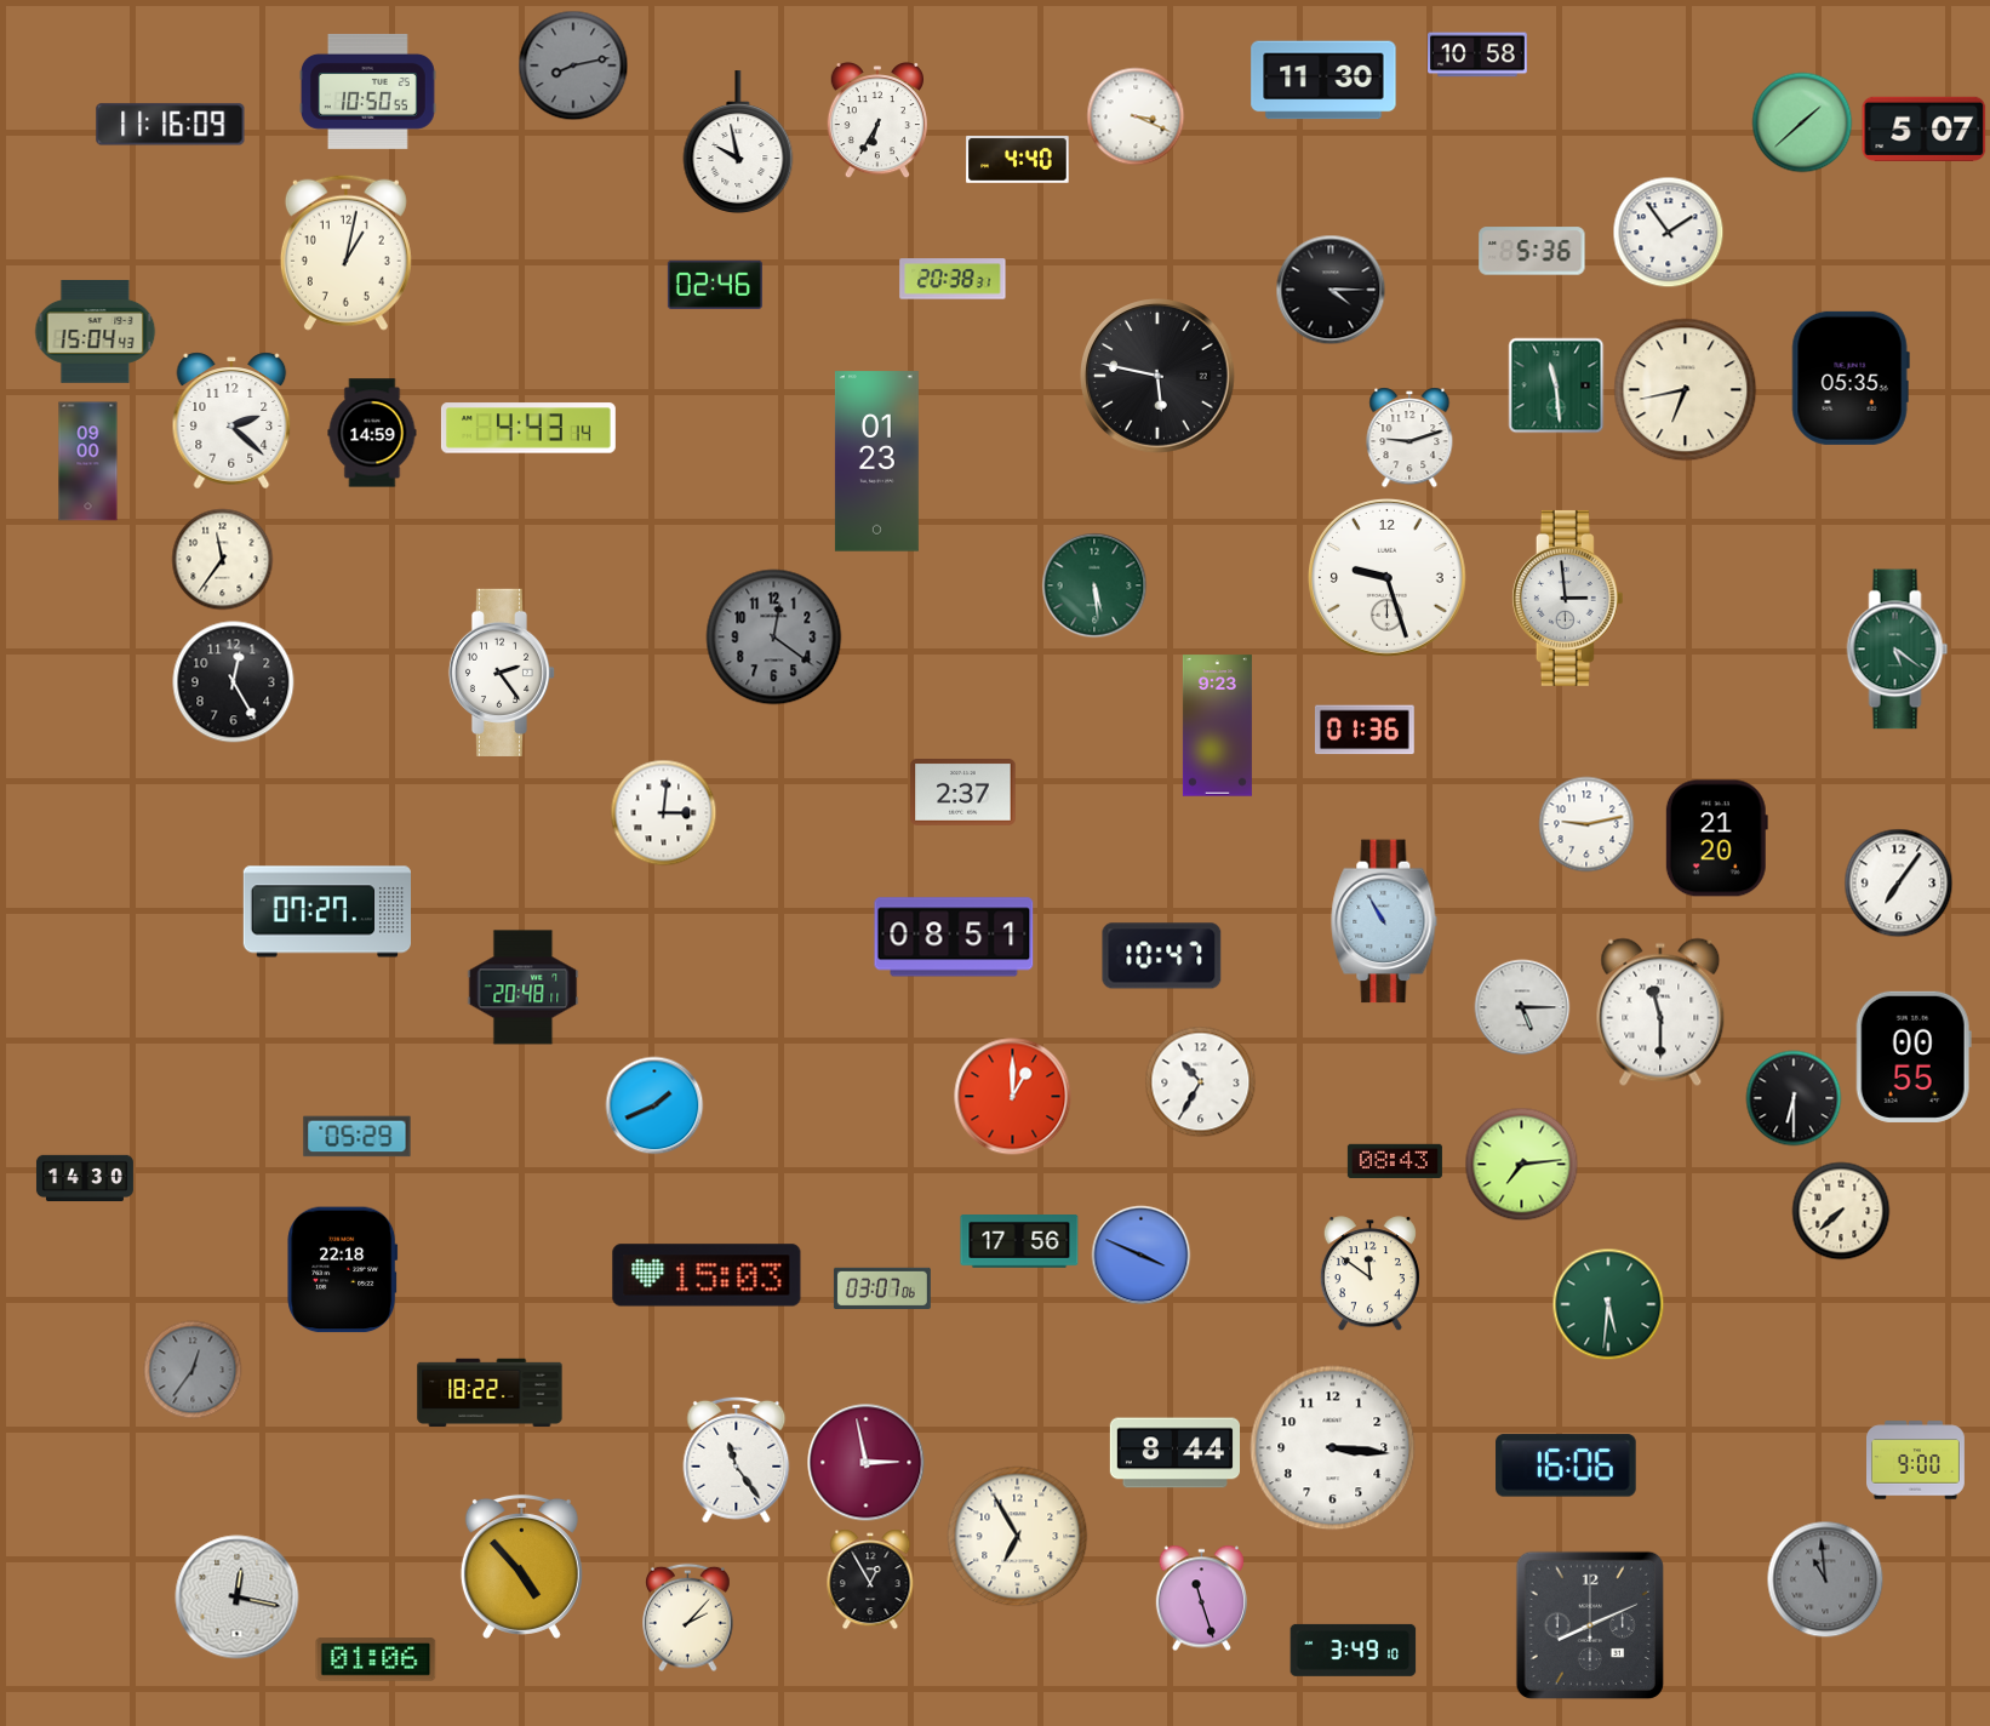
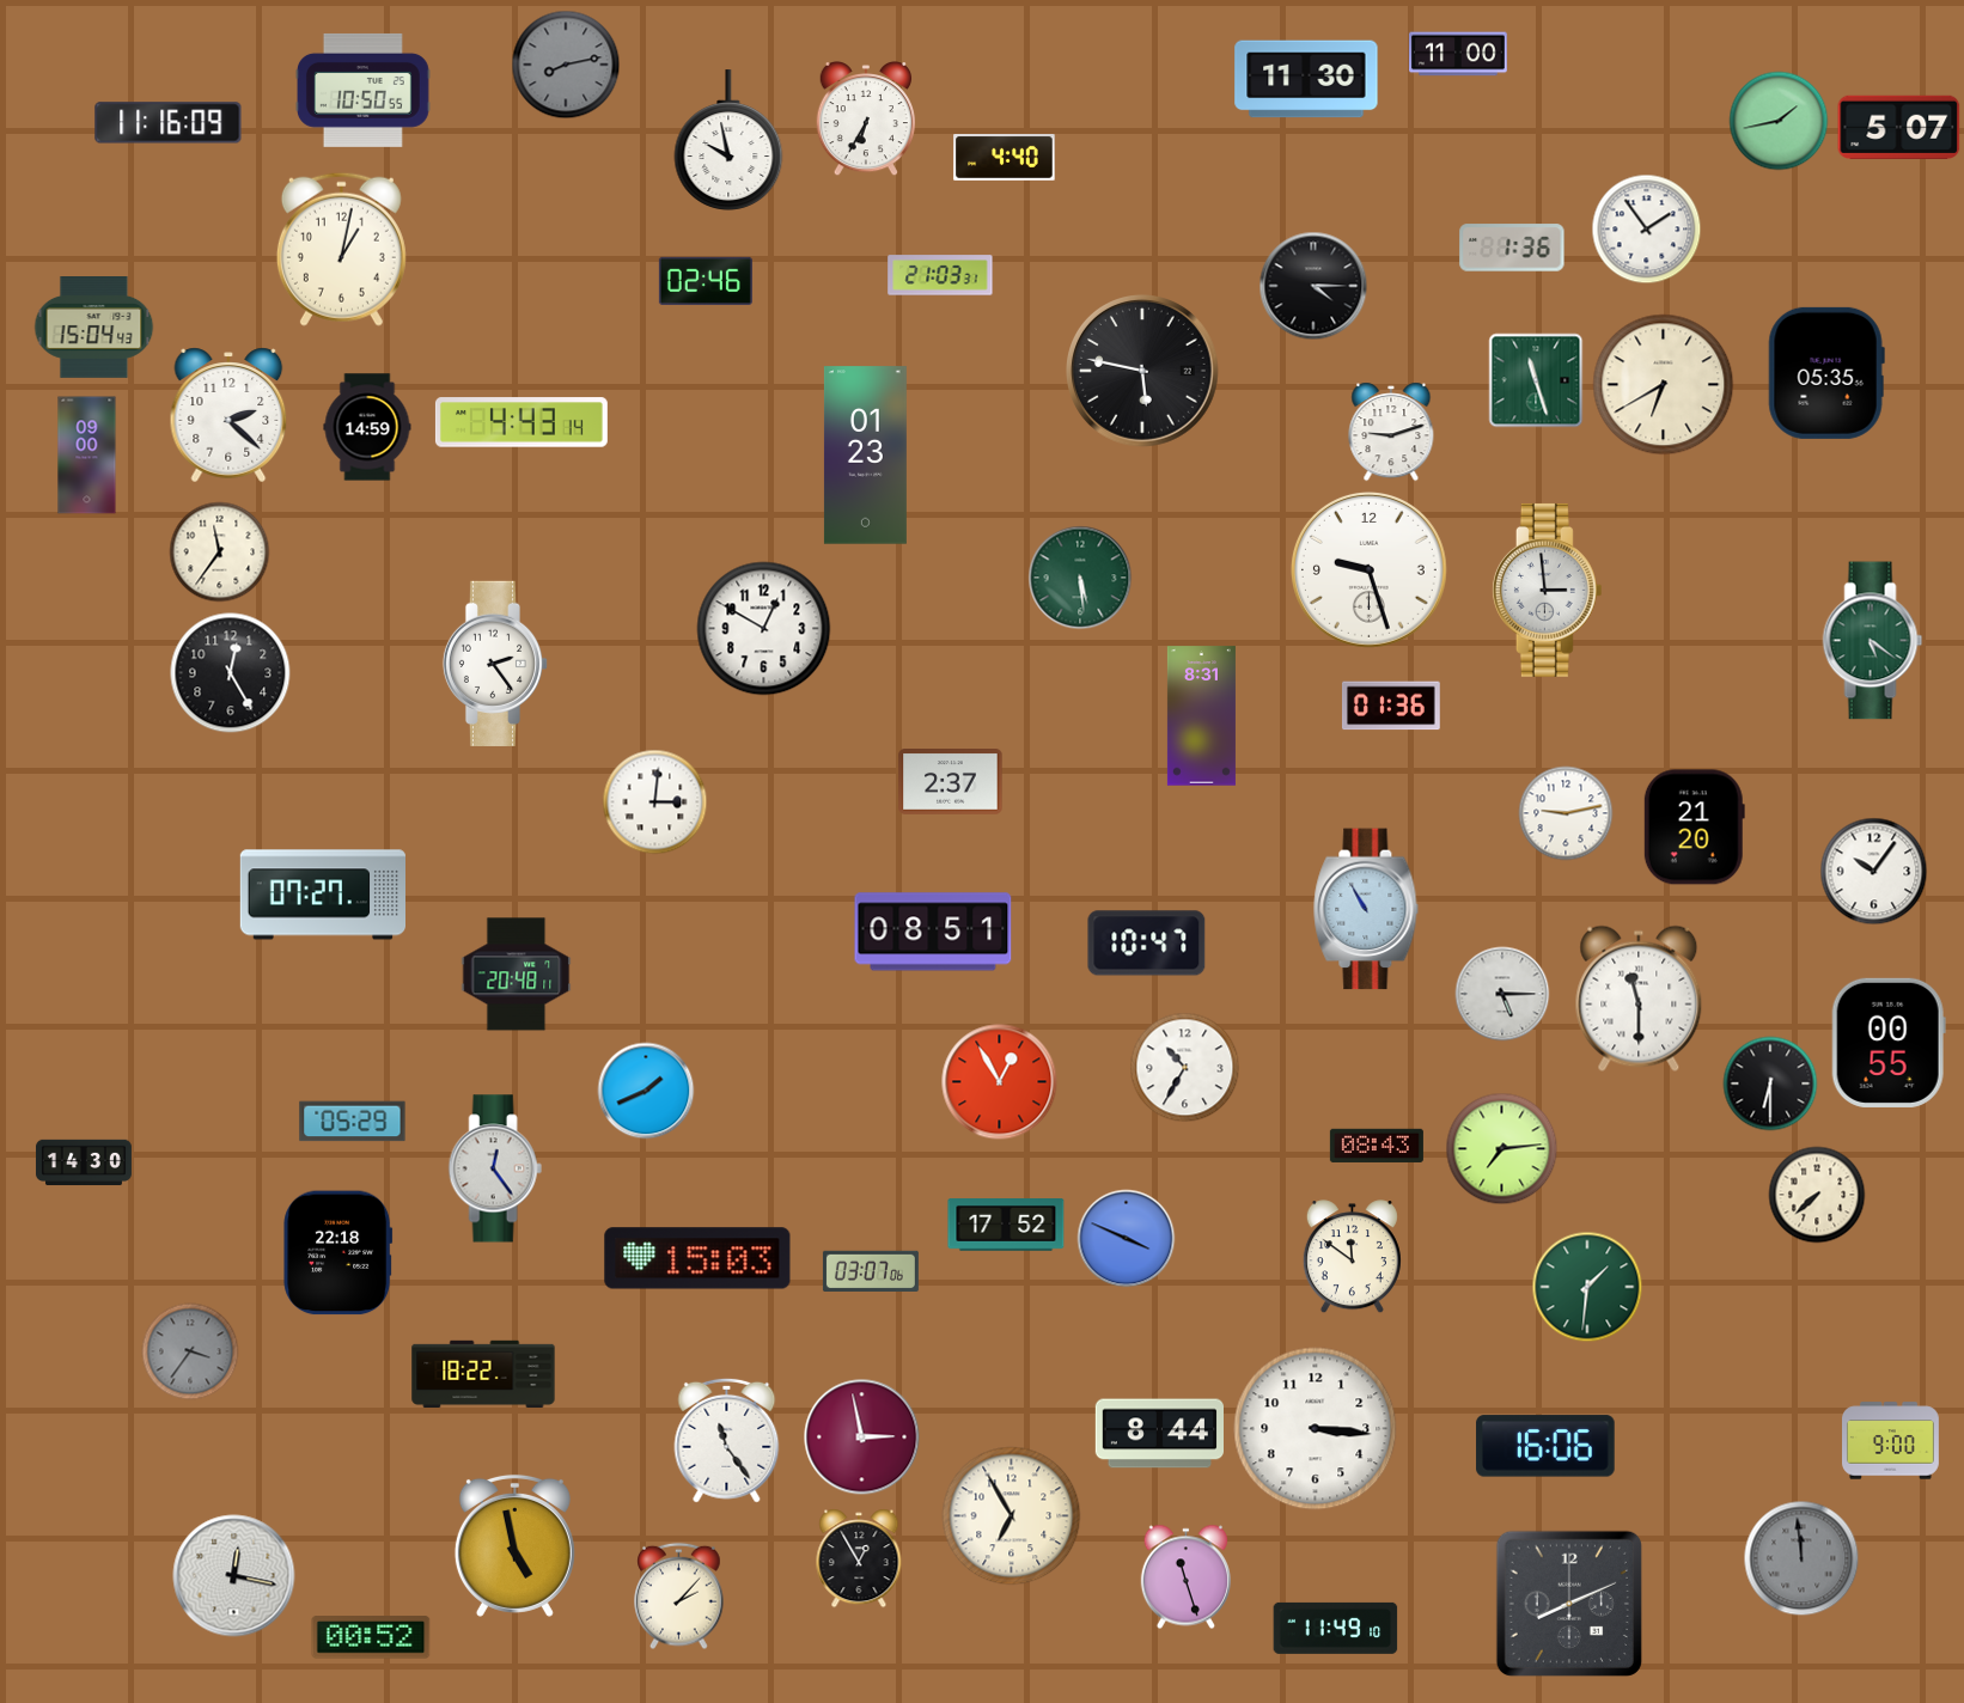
clock at (1477, 55): 10:58 -> 11:00
clock at (1136, 116): 3:19 -> none
clock at (1802, 122): 1:38 -> 1:43
clock at (1532, 251): 5:36 -> 1:36
clock at (953, 279): 20:38 -> 21:03
clock at (1556, 385): 11:29 -> 11:27
clock at (1686, 390): 6:43 -> 6:40
clock at (774, 638): 12:21 -> 12:50
clock at (774, 638) dial: grey -> white
clock at (1217, 726): 9:23 -> 8:31
clock at (1365, 730) position: (1365, 730) -> (1391, 706)
clock at (1899, 884): 7:06 -> 10:06
clock at (326, 911) position: (326, 911) -> (322, 895)
clock at (954, 937) position: (954, 937) -> (933, 932)
clock at (1013, 1097): 1:00 -> 12:55
clock at (495, 1168): none -> 12:24
clock at (1019, 1241): 17:56 -> 17:52
clock at (1608, 1304): 5:31 -> 1:31
clock at (193, 1370): 12:36 -> 3:36
clock at (867, 1463) position: (867, 1463) -> (862, 1438)
clock at (1018, 1537) position: (1018, 1537) -> (1012, 1516)
clock at (521, 1566): 4:53 -> 4:58
clock at (1825, 1579): 10:59 -> 11:59
clock at (1354, 1650): 3:49 -> 11:49
clock at (376, 1659): 01:06 -> 00:52
